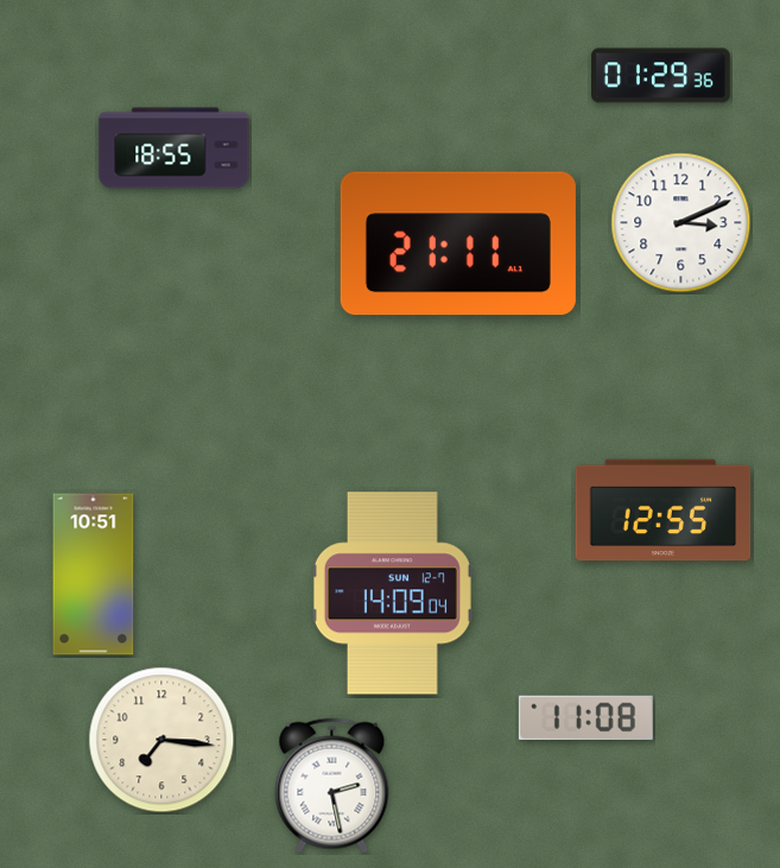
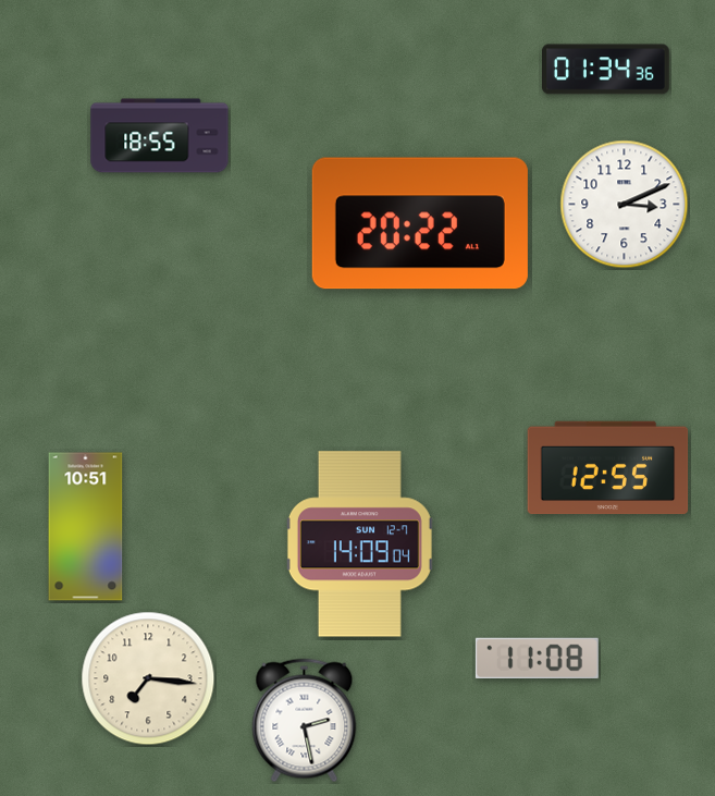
clock at (661, 76): 01:29 -> 01:34
clock at (458, 243): 21:11 -> 20:22
